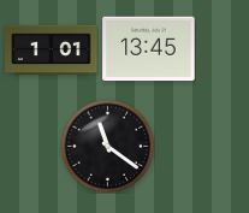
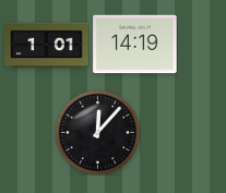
clock at (149, 49): 13:45 -> 14:19
clock at (107, 146): 11:21 -> 12:07
